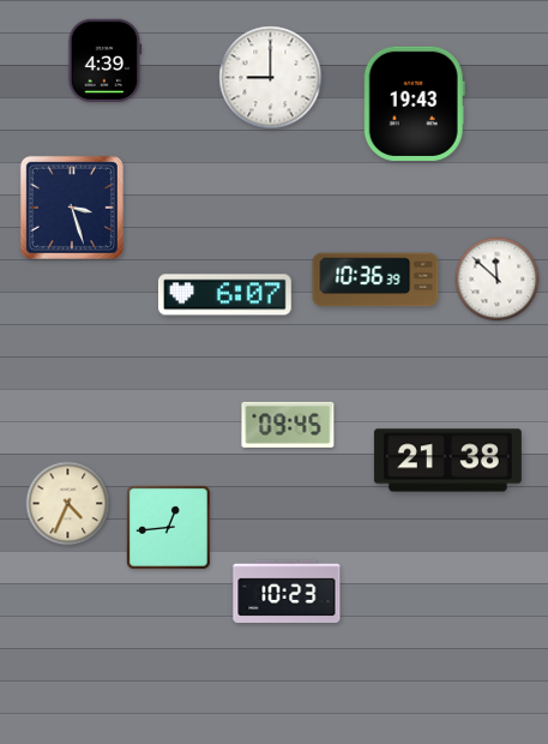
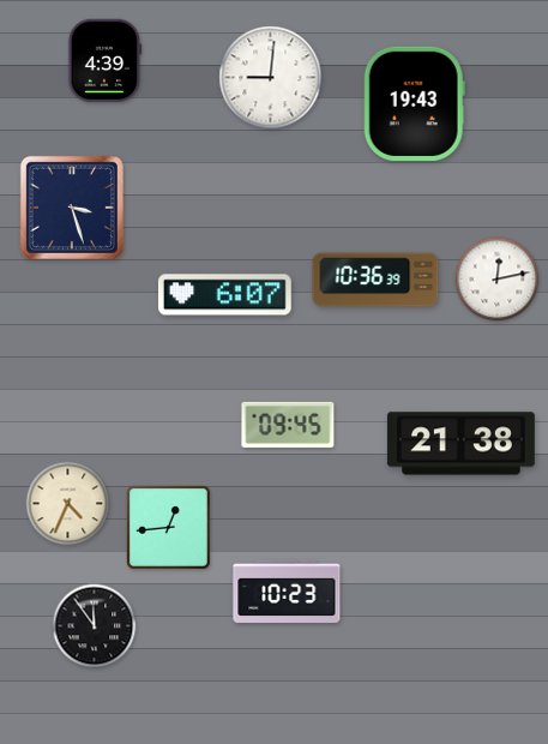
clock at (271, 78): 9:00 -> 9:01
clock at (498, 280): 11:52 -> 12:13
clock at (447, 461) position: (447, 461) -> (460, 444)
clock at (95, 626): none -> 11:54
